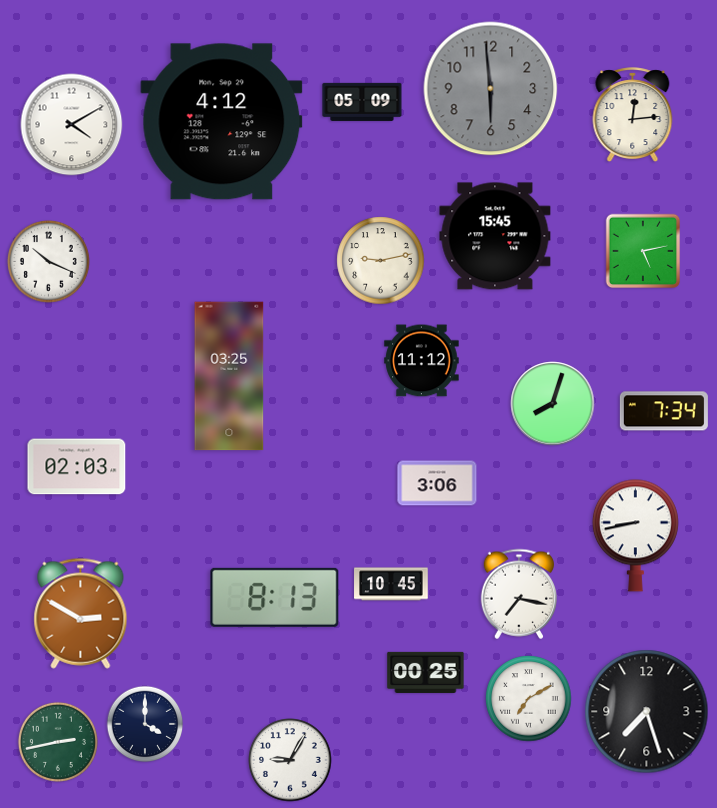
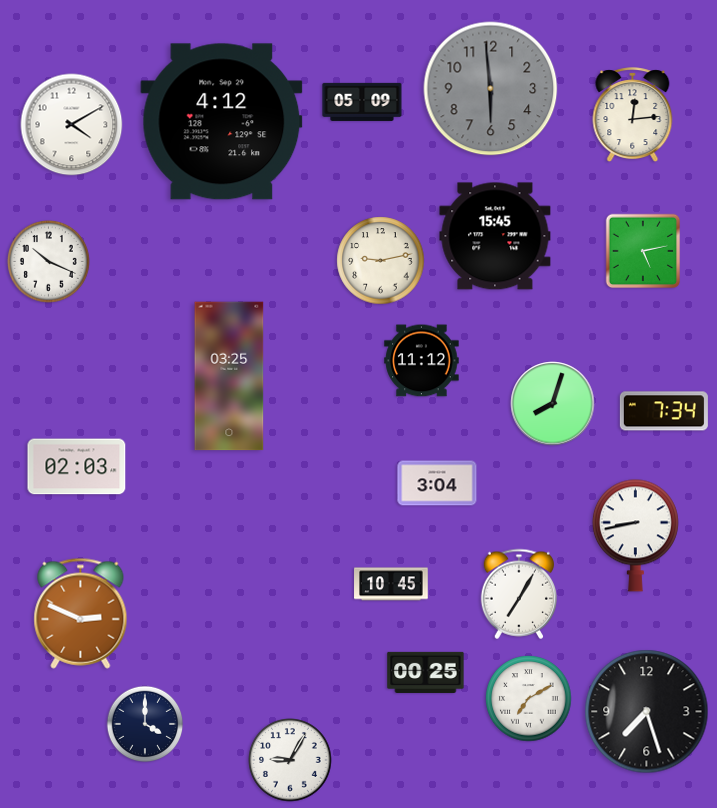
clock at (437, 483): 3:06 -> 3:04
clock at (518, 594): 7:17 -> 7:05
clock at (275, 597): 8:13 -> none
clock at (81, 613): 2:50 -> 2:49
clock at (58, 742): 2:43 -> none
